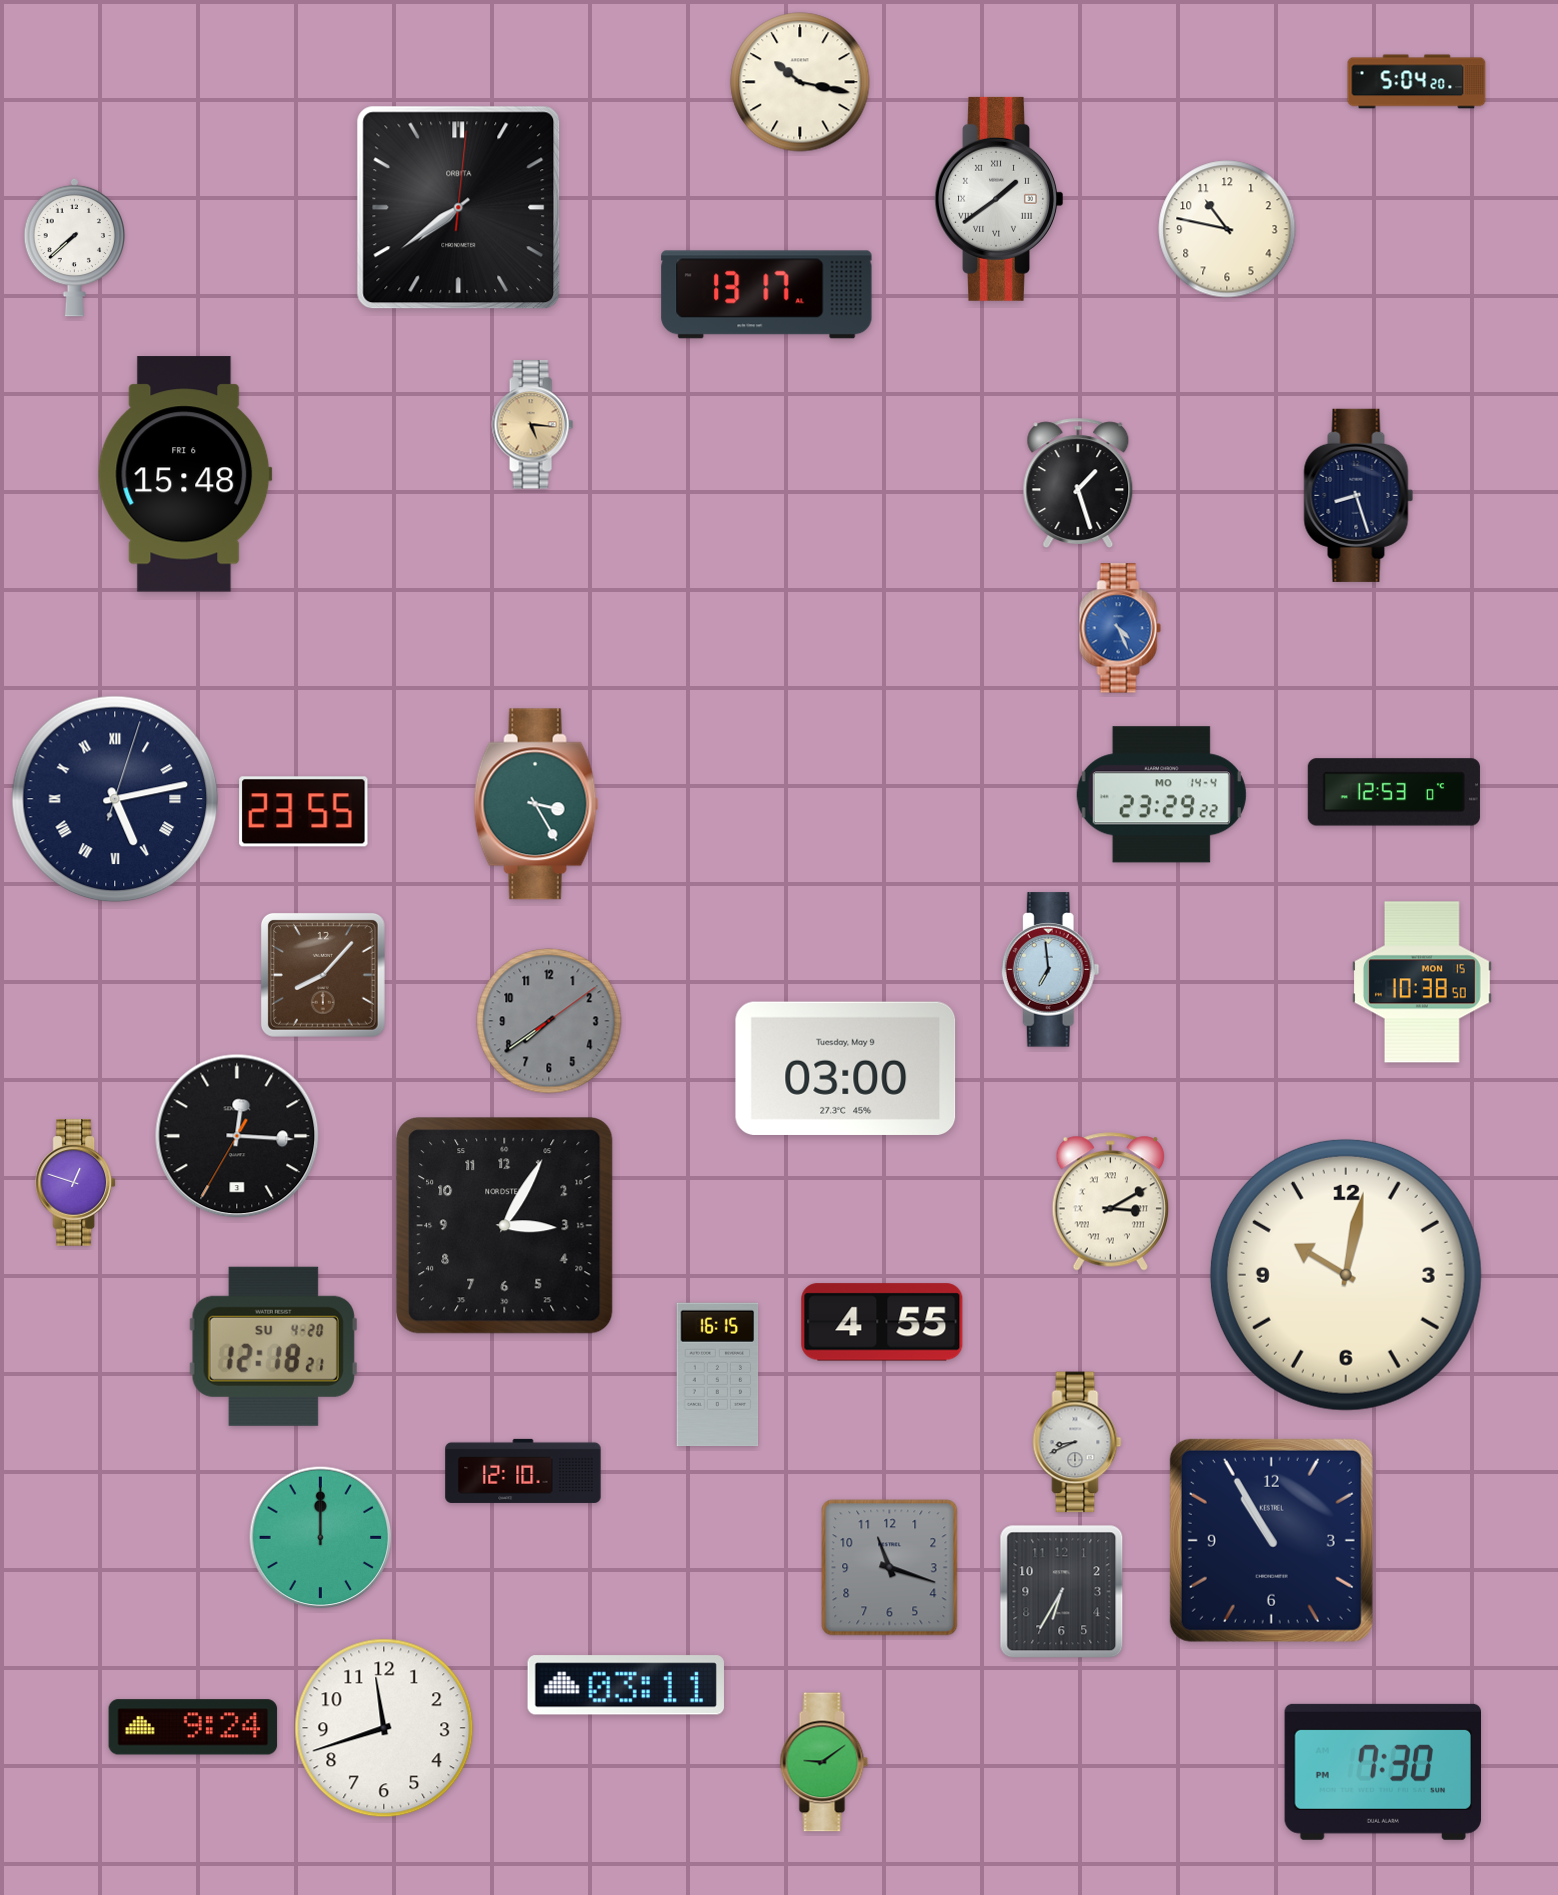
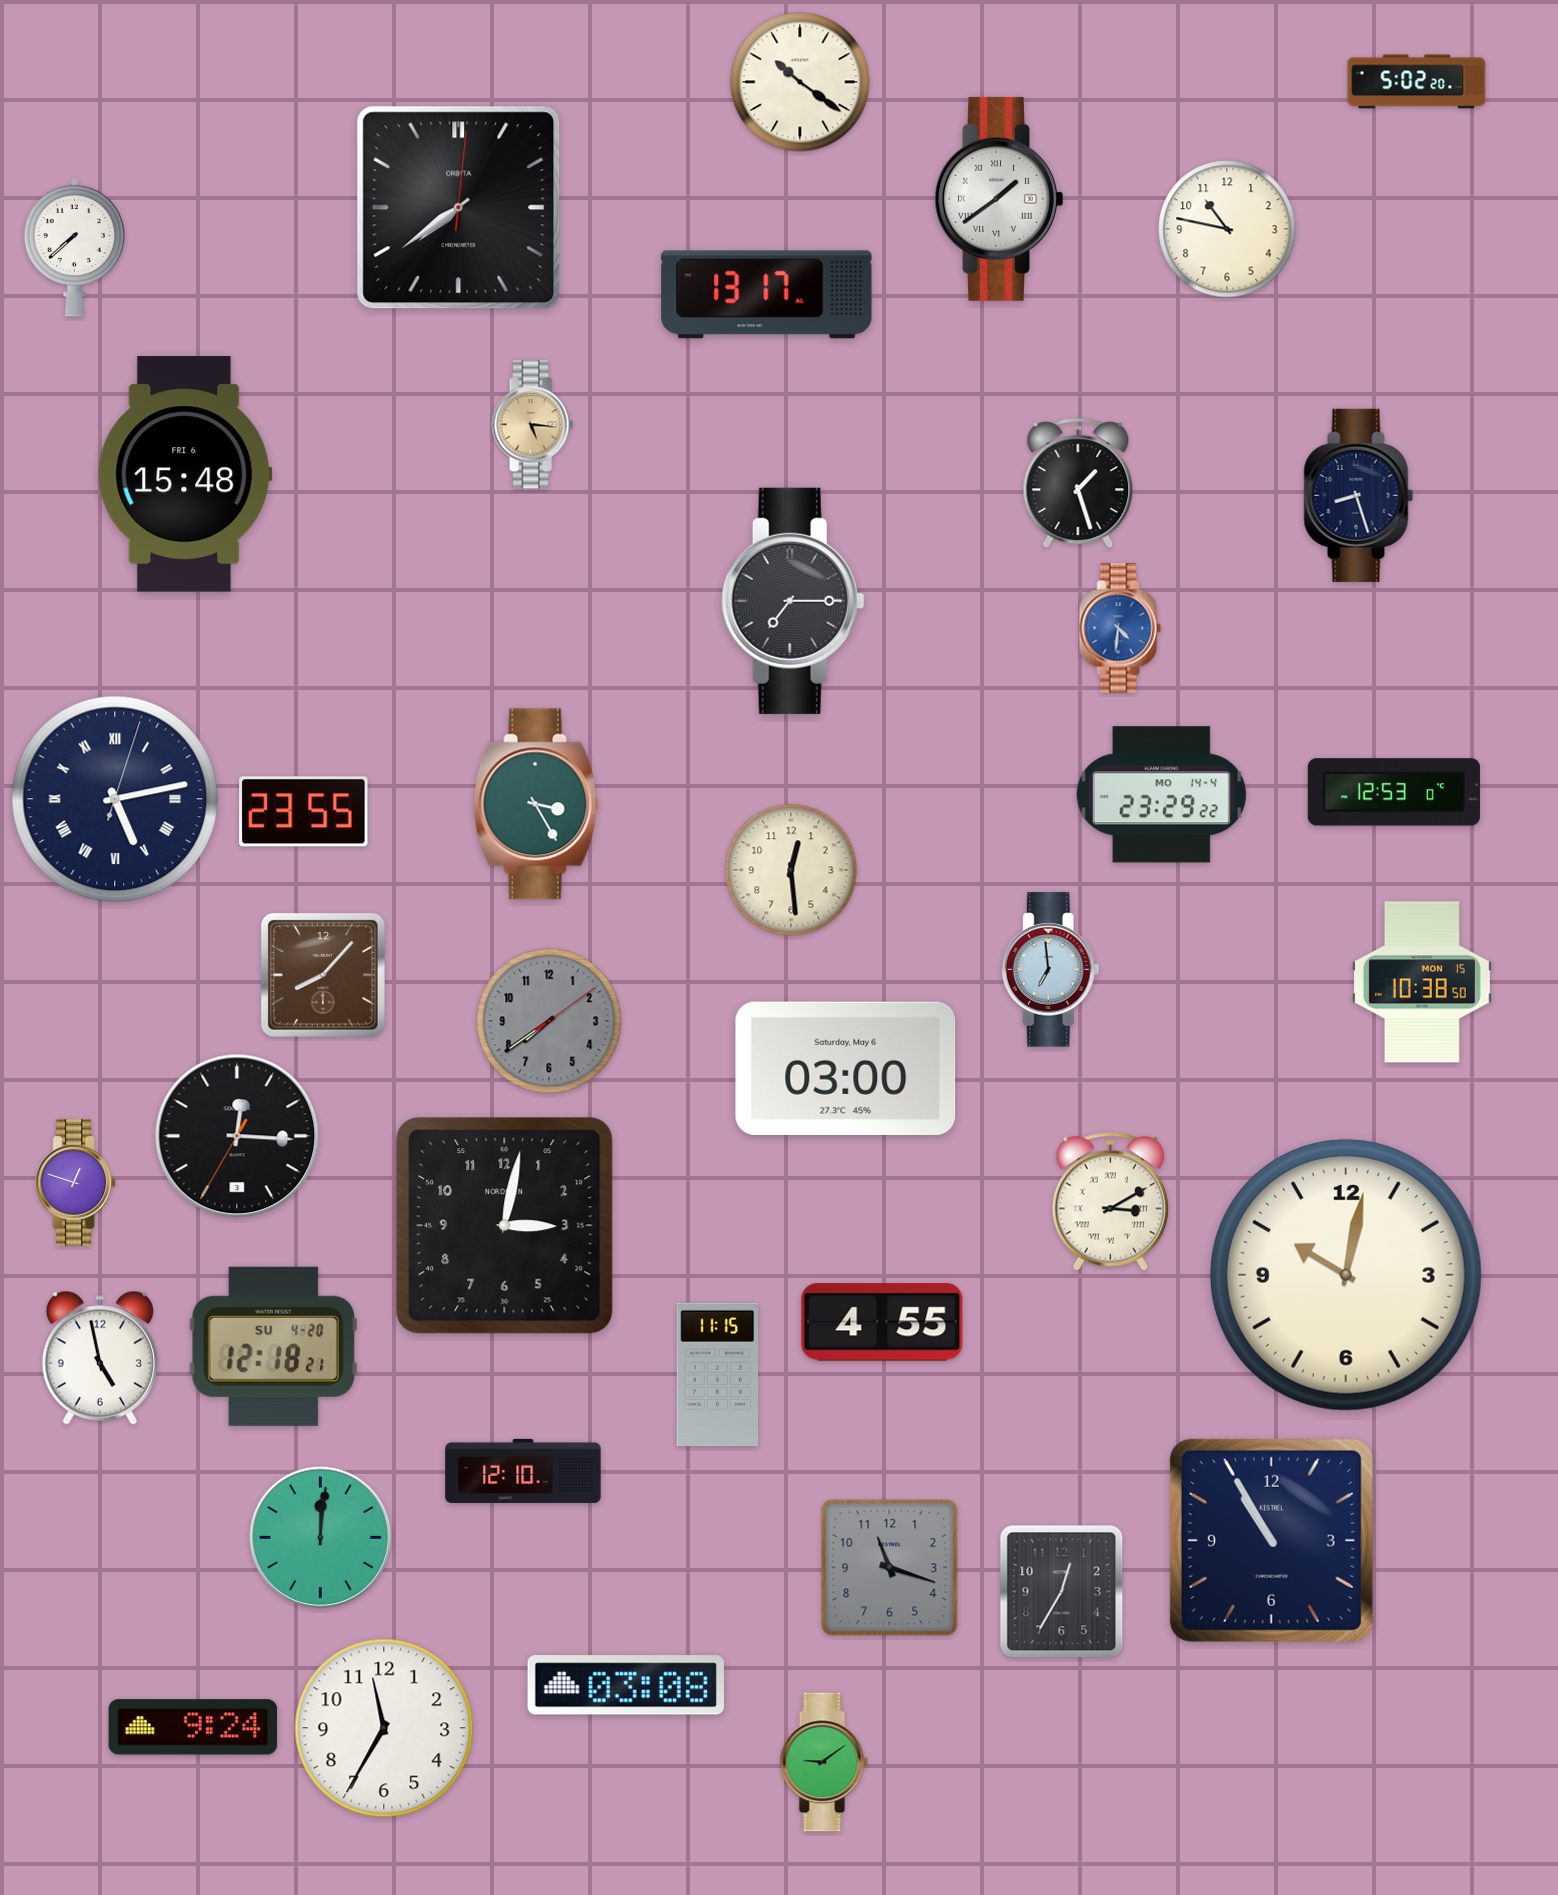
clock at (800, 82): 10:17 -> 10:21
clock at (1417, 82): 5:04 -> 5:02
clock at (793, 601): none -> 7:15
clock at (1120, 628): 4:26 -> 4:31
clock at (791, 870): none -> 12:29
clock at (846, 1068) date: Tuesday, May 9 -> Saturday, May 6
clock at (505, 1226): 3:05 -> 3:02
clock at (100, 1358): none -> 4:58
clock at (718, 1375): 16:15 -> 11:15
clock at (1077, 1442): 8:41 -> none
clock at (321, 1538): 12:00 -> 12:01
clock at (1062, 1592): 6:35 -> 12:35
clock at (626, 1685): 03:11 -> 03:08
clock at (384, 1728): 11:42 -> 11:35
clock at (1382, 1772): 7:30 -> none
